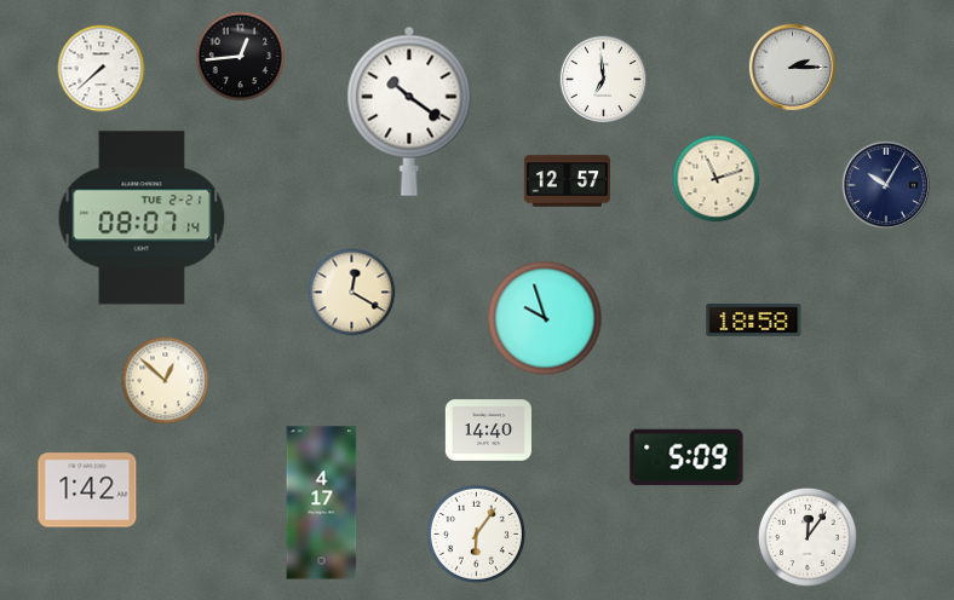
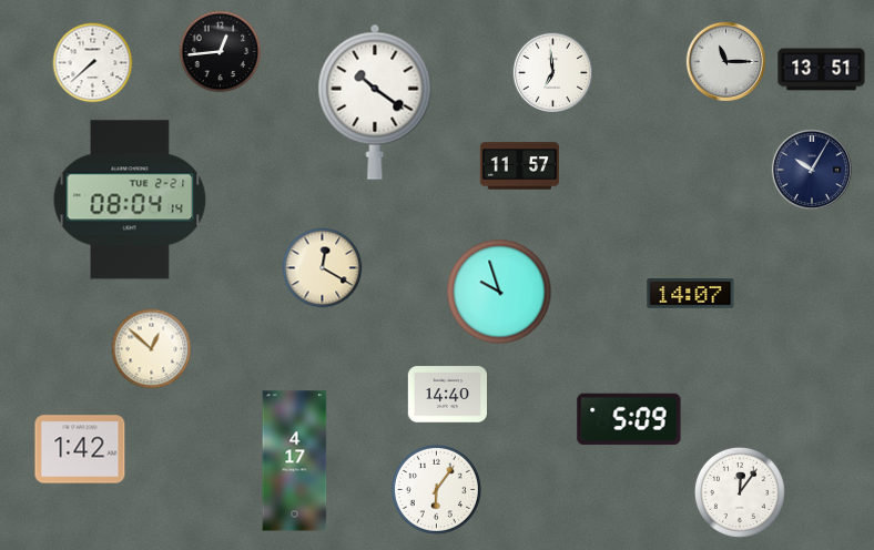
clock at (792, 67): 2:15 -> 11:15
clock at (822, 70): none -> 13:51
clock at (717, 179): 11:12 -> none
clock at (567, 181): 12:57 -> 11:57
clock at (142, 218): 08:07 -> 08:04
clock at (754, 321): 18:58 -> 14:07
